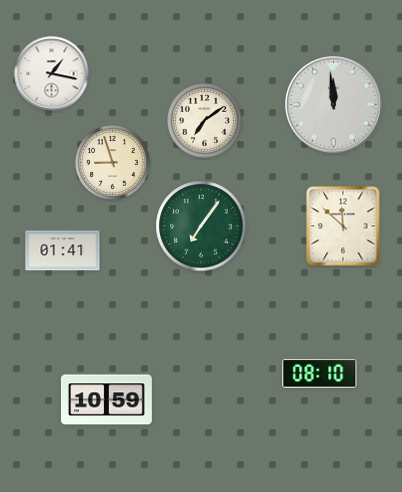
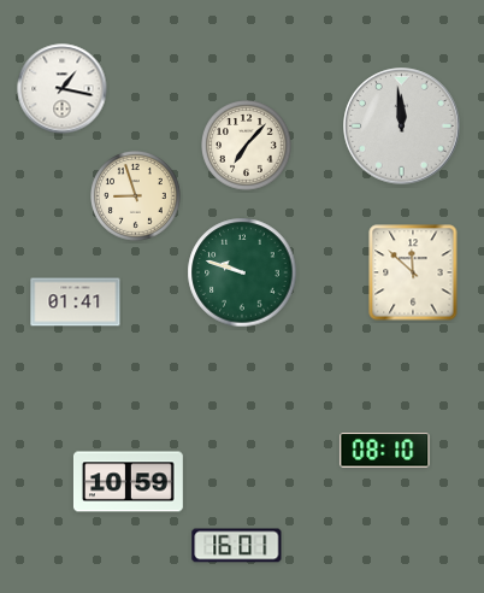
clock at (205, 121): 7:09 -> 7:07
clock at (201, 226): 7:06 -> 9:48
clock at (237, 546): none -> 16:01
